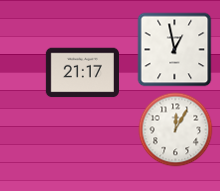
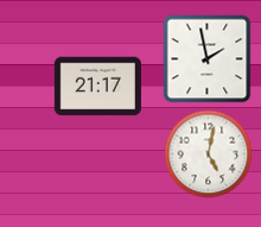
clock at (175, 50): 12:58 -> 1:58
clock at (176, 130): 12:05 -> 5:02
